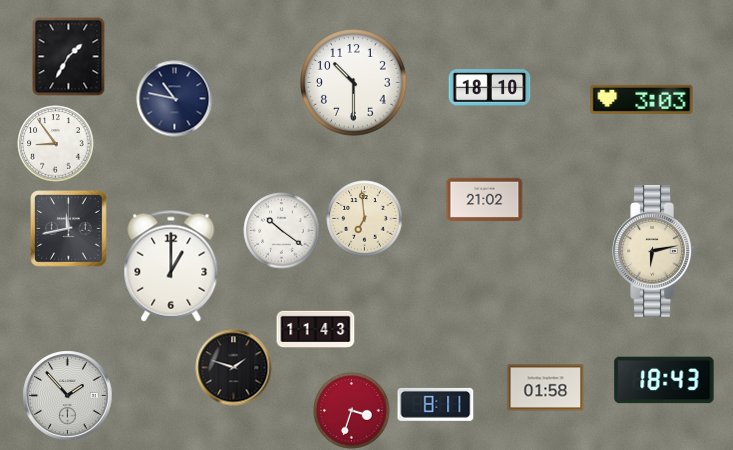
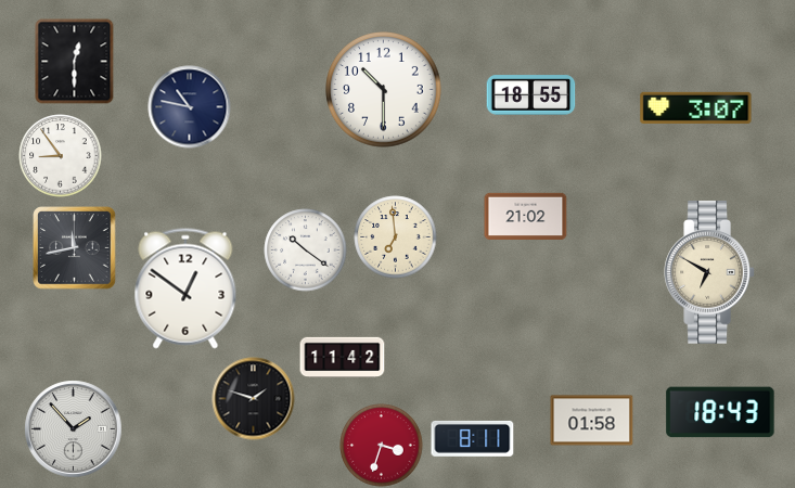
clock at (69, 57): 1:35 -> 12:30
clock at (490, 88): 18:10 -> 18:55
clock at (642, 99): 3:03 -> 3:07
clock at (654, 251): 6:13 -> 6:50
clock at (171, 266): 1:00 -> 12:51
clock at (316, 330): 11:43 -> 11:42
